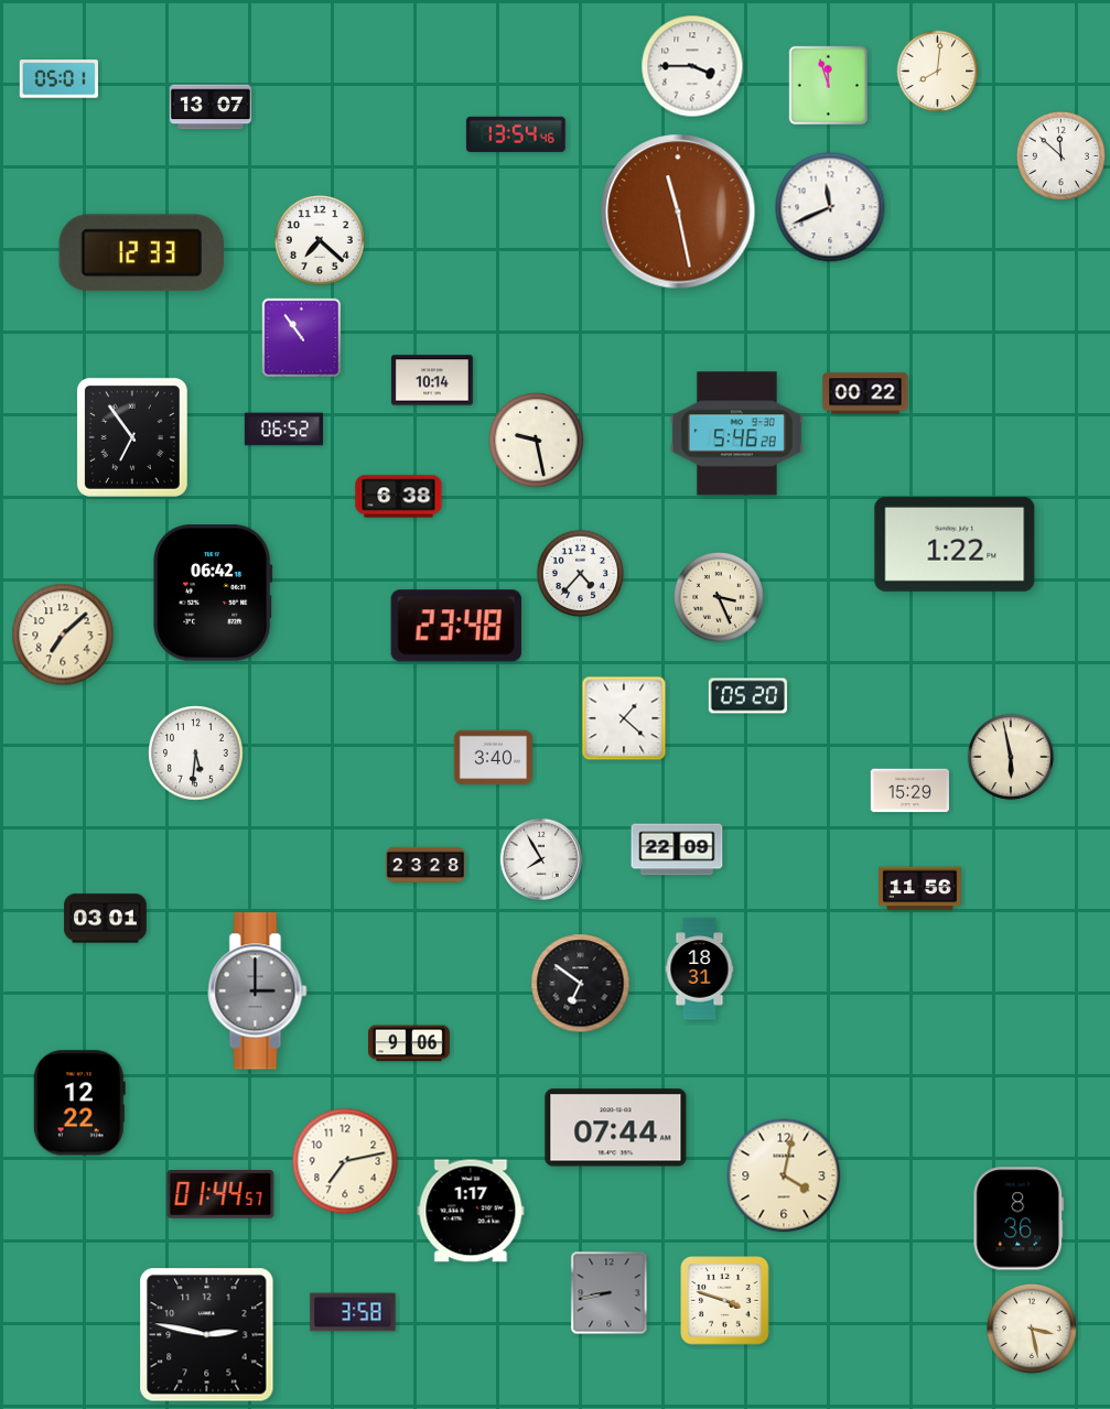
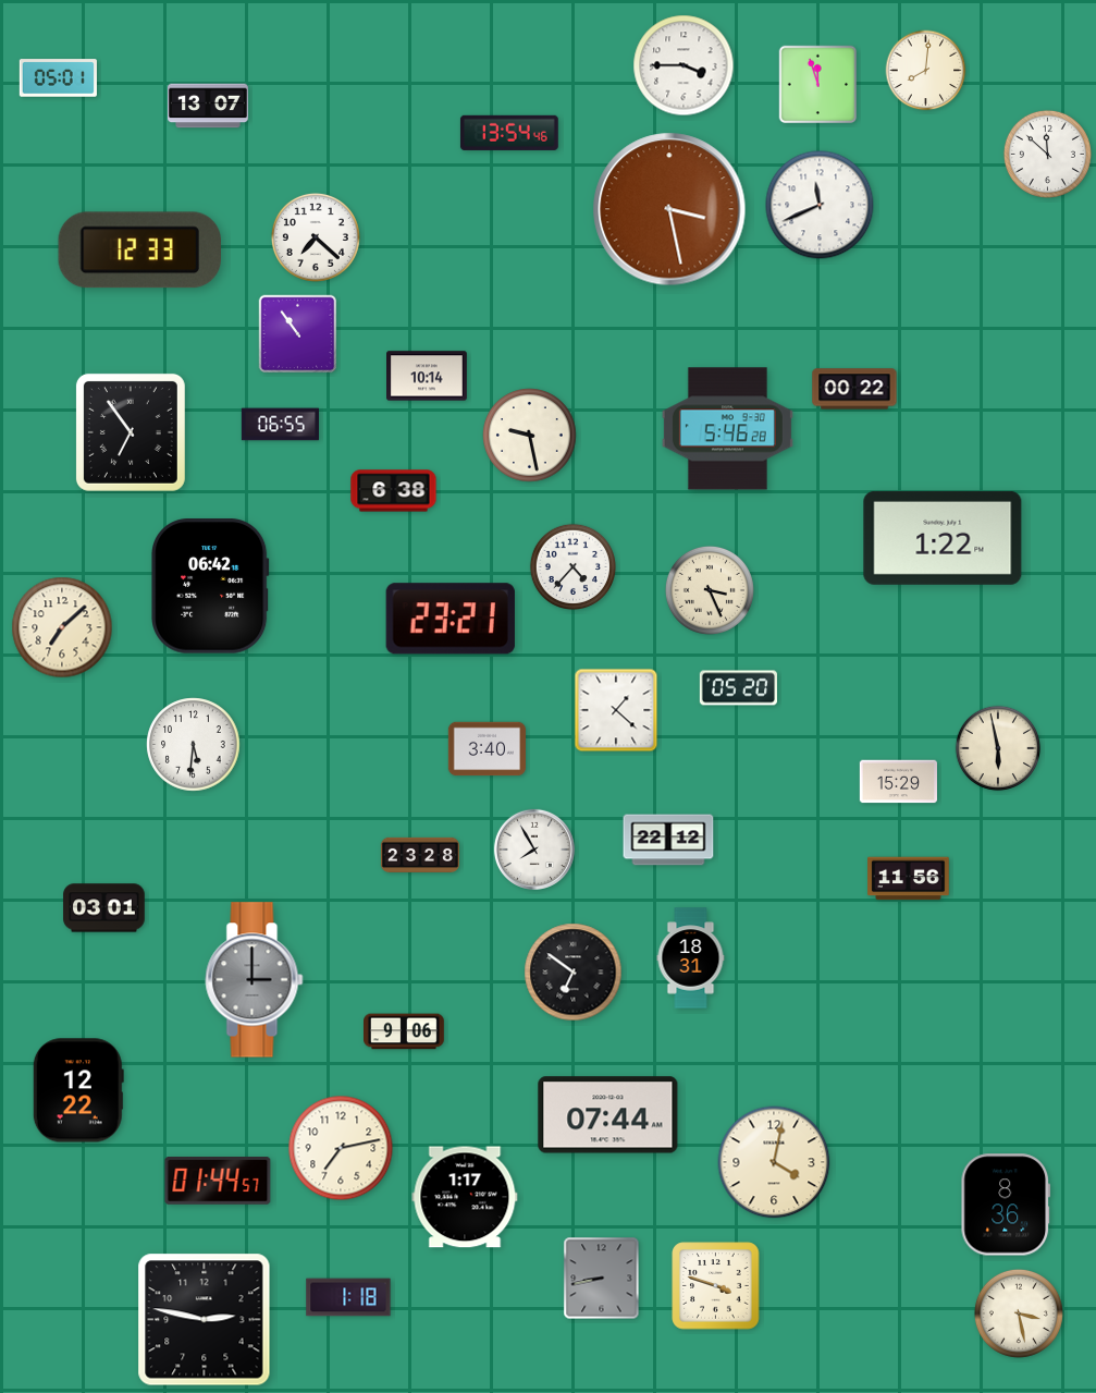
clock at (678, 212): 11:28 -> 3:28
clock at (283, 430): 06:52 -> 06:55
clock at (456, 626): 23:48 -> 23:21
clock at (677, 849): 22:09 -> 22:12
clock at (353, 1312): 3:58 -> 1:18
